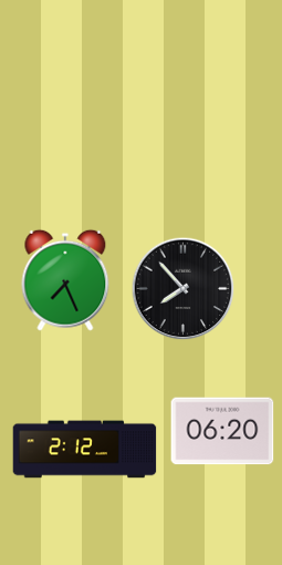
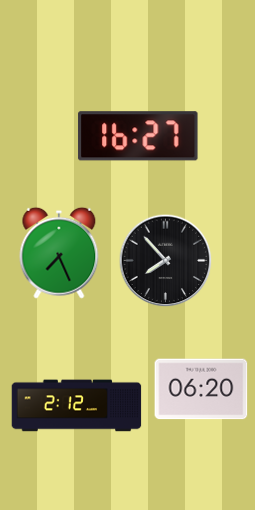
clock at (138, 136): none -> 16:27
